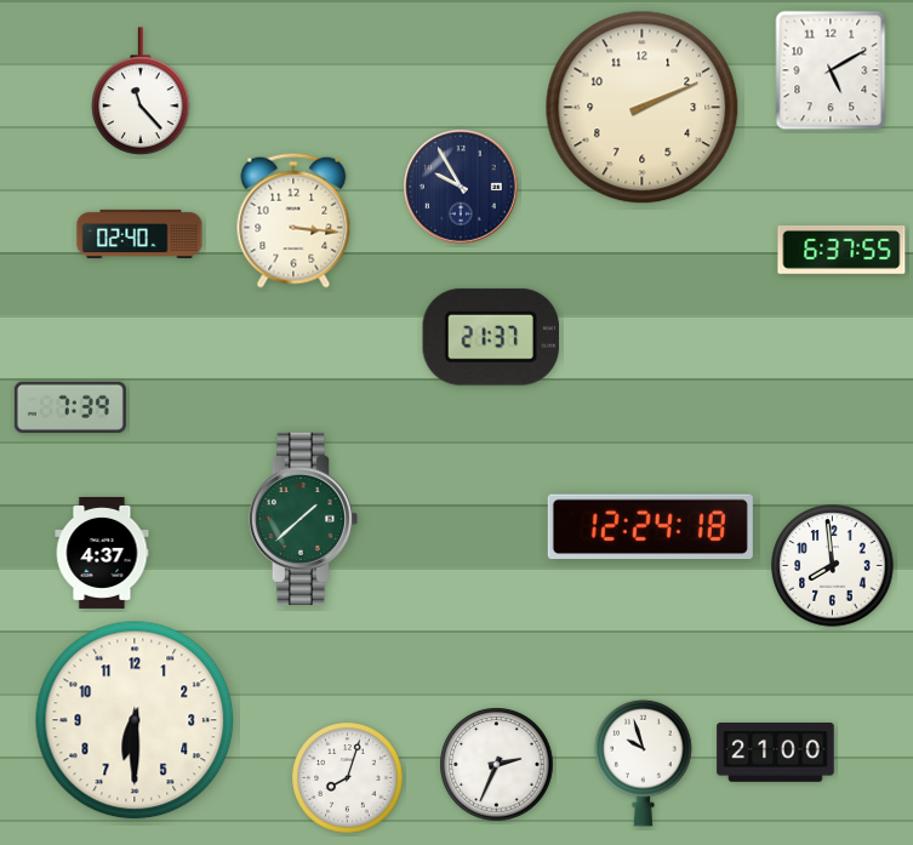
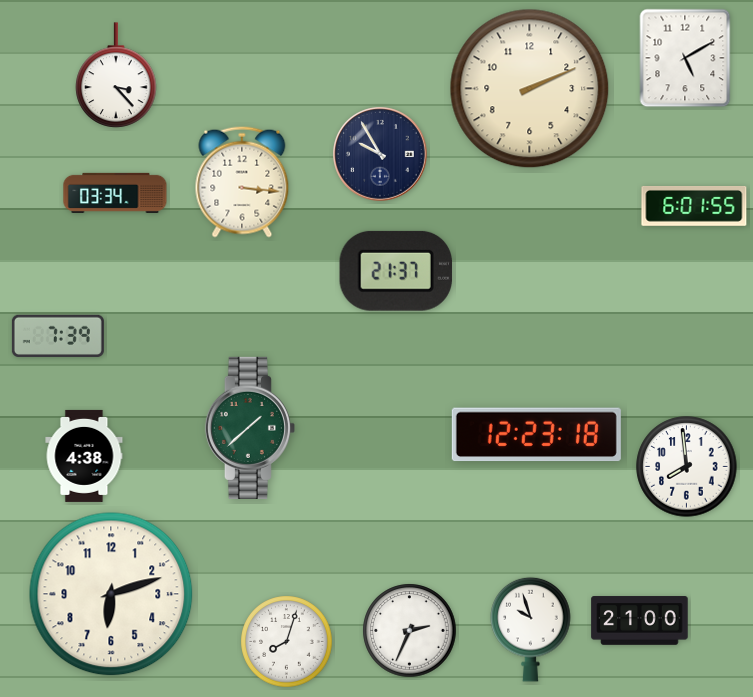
clock at (141, 91): 11:23 -> 3:23
clock at (139, 234): 02:40 -> 03:34
clock at (841, 250): 6:37 -> 6:01
clock at (491, 337) position: (491, 337) -> (396, 271)
clock at (650, 527): 12:24 -> 12:23
clock at (102, 553): 4:37 -> 4:38
clock at (135, 720): 6:30 -> 6:12
